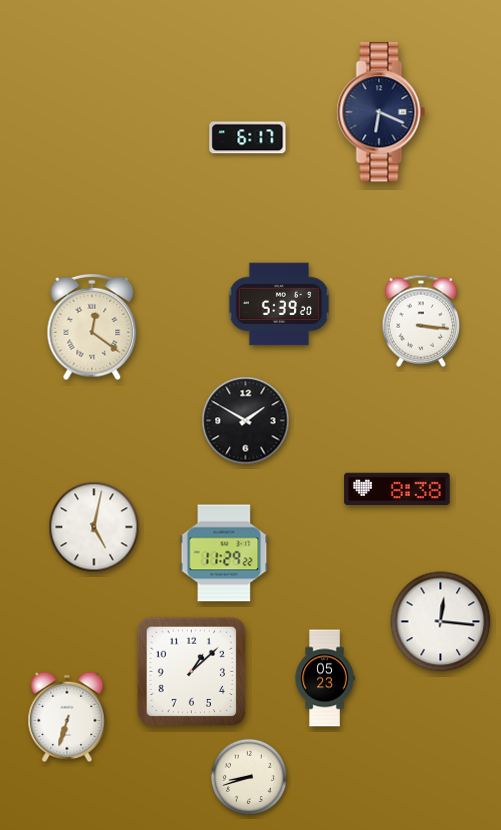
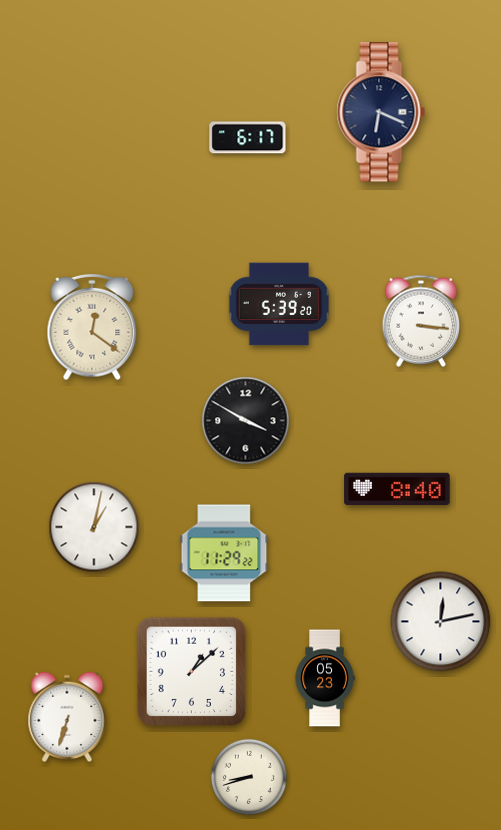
clock at (246, 421): 1:50 -> 3:50
clock at (397, 489): 8:38 -> 8:40
clock at (94, 527): 5:02 -> 1:02
clock at (441, 622): 12:16 -> 12:13
